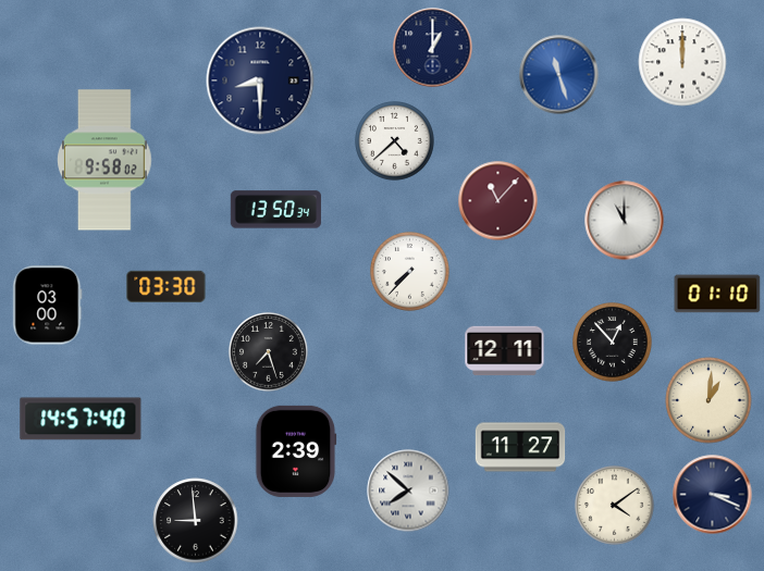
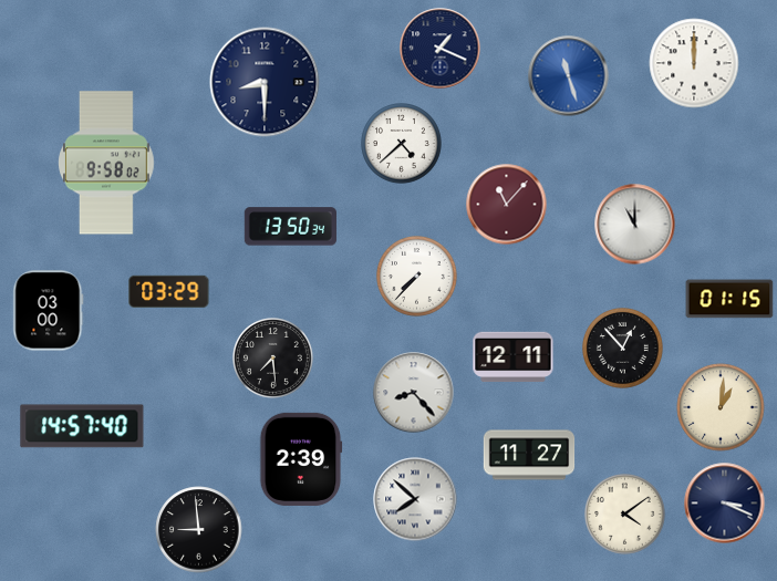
clock at (433, 48): 1:00 -> 1:19
clock at (275, 210) position: (275, 210) -> (290, 227)
clock at (167, 286): 03:30 -> 03:29
clock at (717, 294): 01:10 -> 01:15
clock at (269, 352): 7:27 -> 7:29
clock at (414, 393): none -> 8:23
